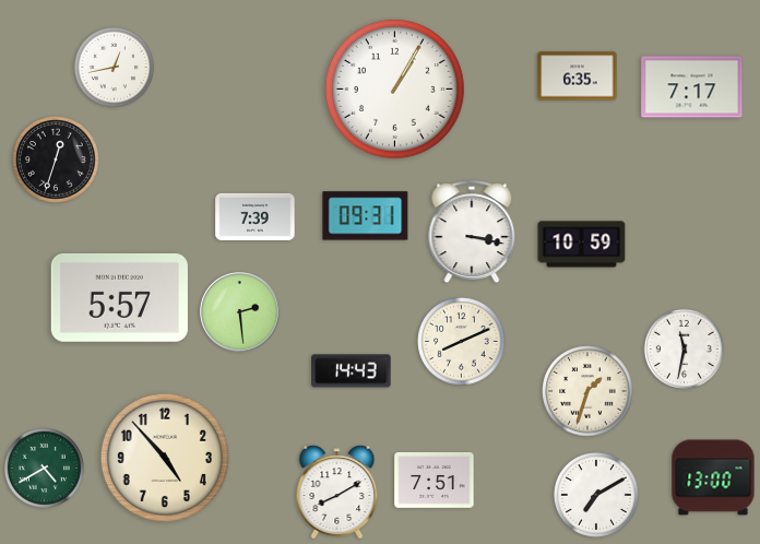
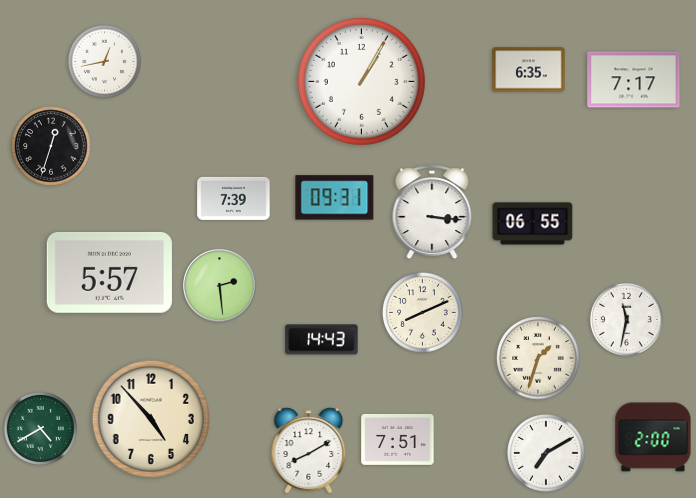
clock at (472, 233): 3:17 -> 3:16
clock at (582, 245): 10:59 -> 06:55
clock at (713, 477): 13:00 -> 2:00
